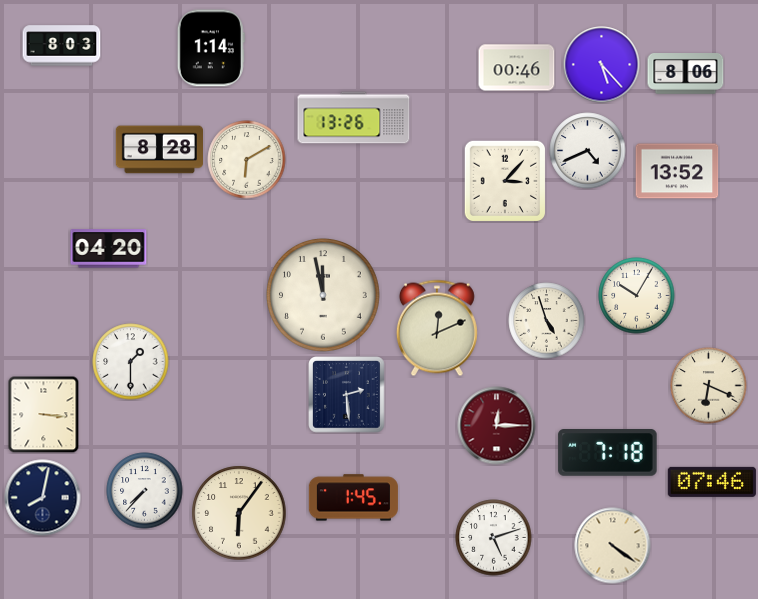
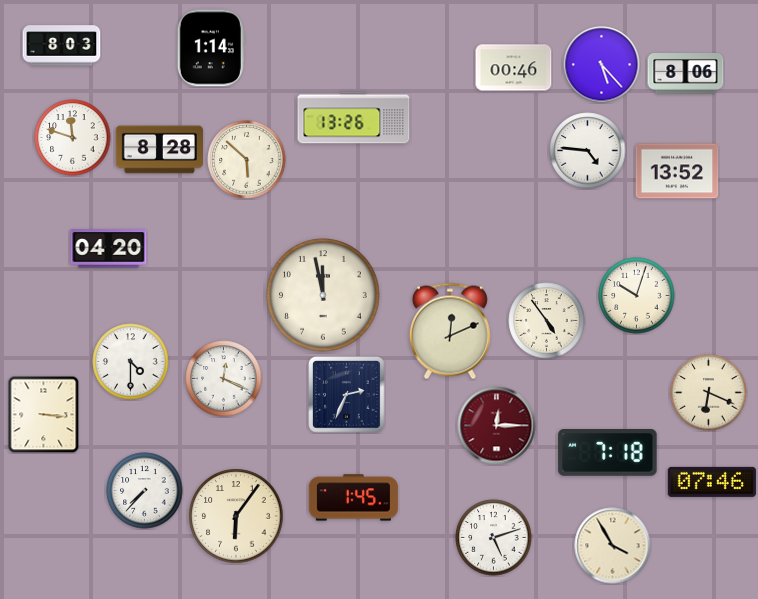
clock at (517, 68) position: (517, 68) -> (514, 68)
clock at (73, 138): none -> 11:48
clock at (588, 151): 4:41 -> 4:46
clock at (247, 160): 6:10 -> 5:52
clock at (504, 180): 3:07 -> none
clock at (637, 296): 10:05 -> 10:03
clock at (547, 321): 4:57 -> 4:54
clock at (437, 328) position: (437, 328) -> (450, 331)
clock at (131, 362): 1:30 -> 4:30
clock at (224, 379): none -> 12:19
clock at (709, 386) position: (709, 386) -> (709, 393)
clock at (347, 395): 2:29 -> 2:34
clock at (43, 498): 8:02 -> none
clock at (239, 513) position: (239, 513) -> (236, 516)
clock at (613, 546): 4:21 -> 3:55
